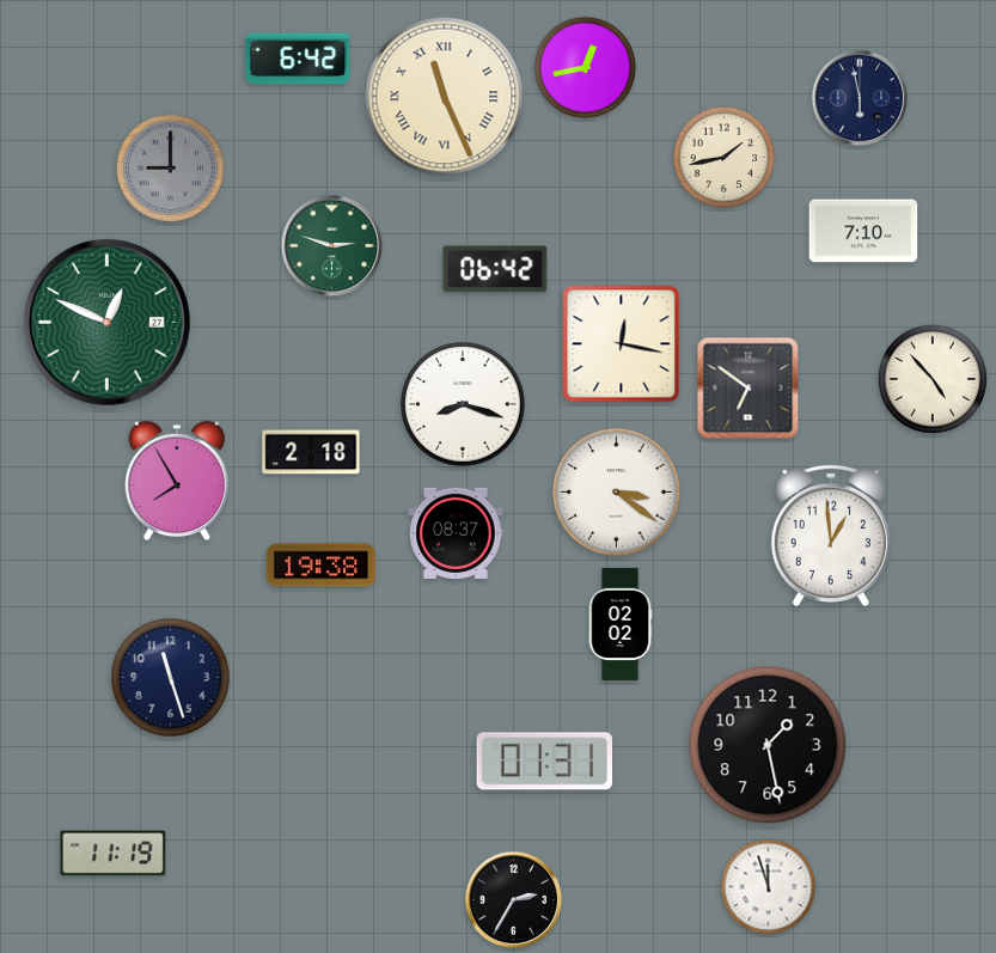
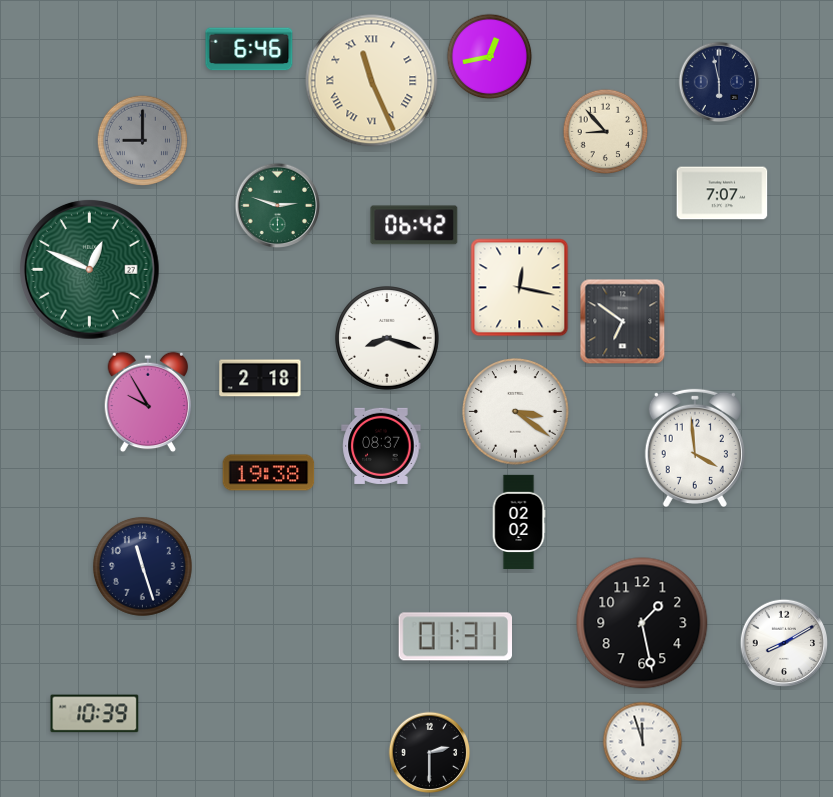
clock at (298, 59): 6:42 -> 6:46
clock at (725, 158): 1:43 -> 8:53
clock at (863, 231): 7:10 -> 7:07
clock at (933, 379): 4:53 -> none
clock at (748, 389) position: (748, 389) -> (623, 322)
clock at (177, 481): 7:55 -> 9:55
clock at (831, 534): 12:59 -> 3:59
clock at (783, 642): none -> 8:10
clock at (114, 854): 11:19 -> 10:39
clock at (514, 900): 2:35 -> 2:30
